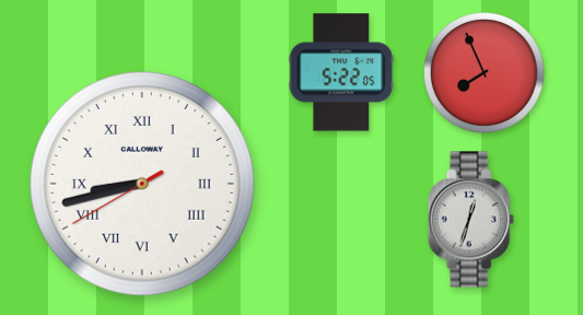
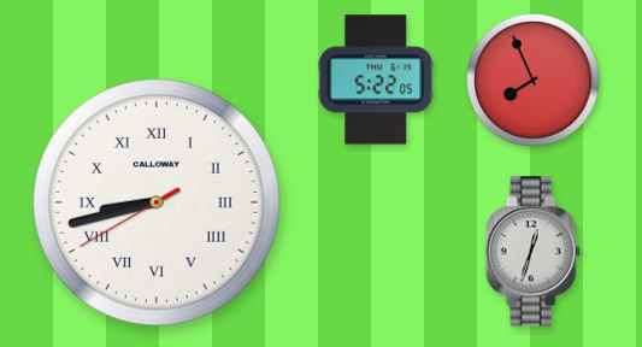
clock at (470, 220) position: (470, 220) -> (532, 252)
